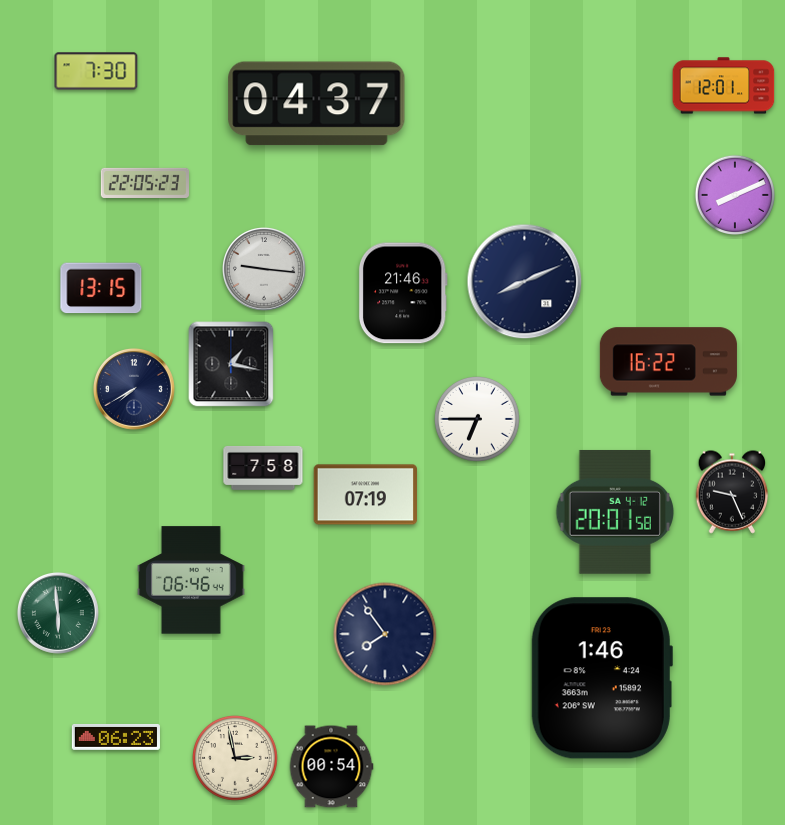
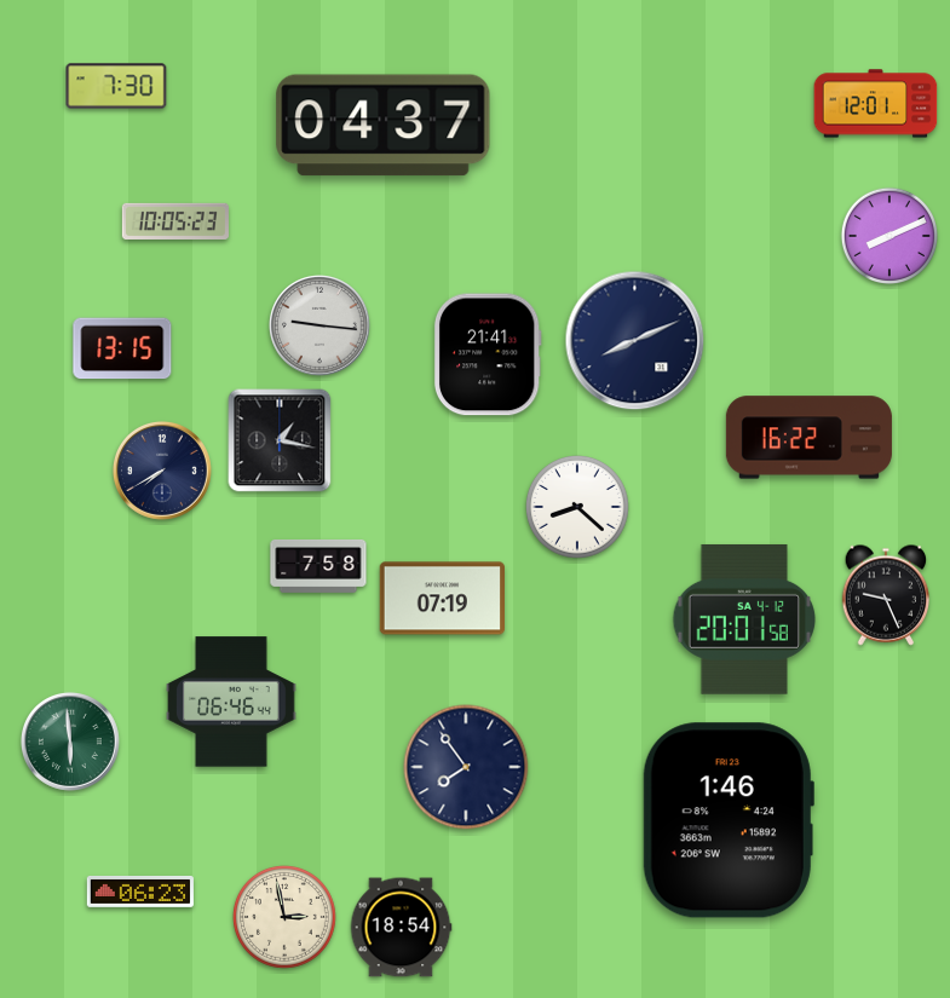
clock at (144, 183): 22:05 -> 10:05
clock at (403, 293): 21:46 -> 21:41
clock at (478, 420): 6:45 -> 8:22
clock at (331, 767): 00:54 -> 18:54
